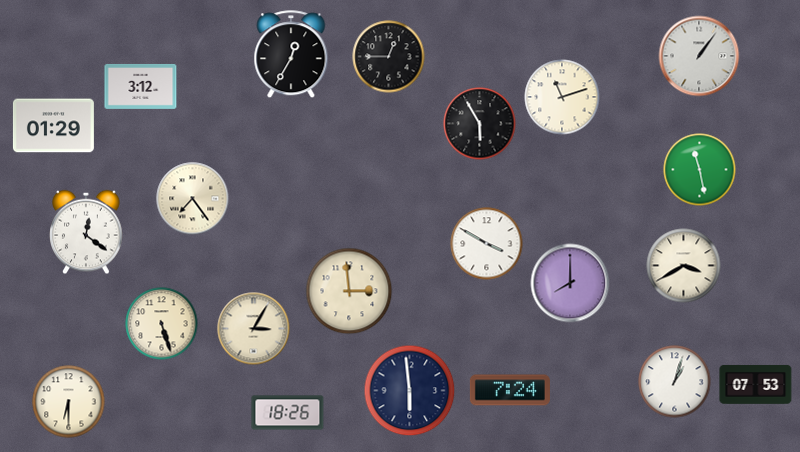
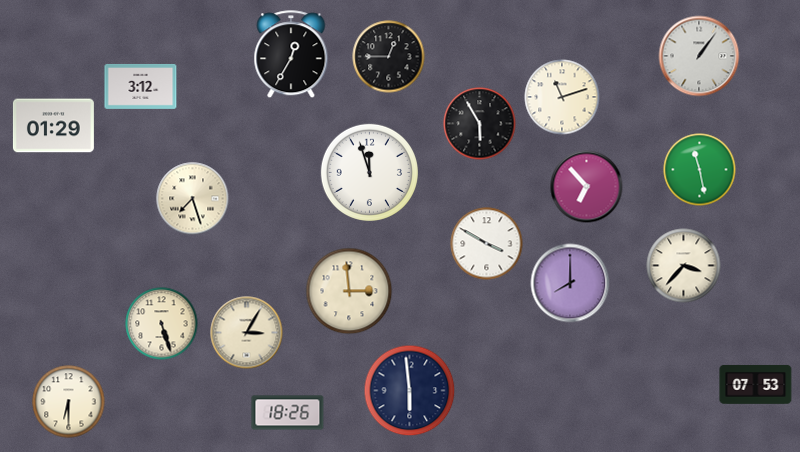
clock at (369, 172): none -> 11:57
clock at (587, 187): none -> 6:53
clock at (193, 199): 7:24 -> 7:27
clock at (86, 232): 12:21 -> none
clock at (684, 266): 3:40 -> 3:37
clock at (254, 329) position: (254, 329) -> (247, 333)
clock at (675, 382): 1:03 -> none
clock at (510, 390): 7:24 -> none
